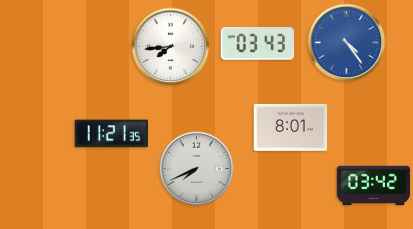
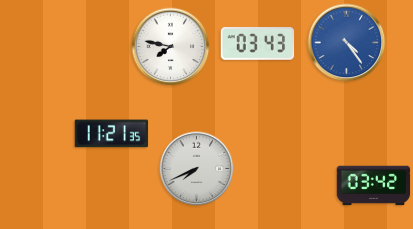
clock at (171, 47): 7:44 -> 7:47
clock at (291, 127): 8:01 -> none
